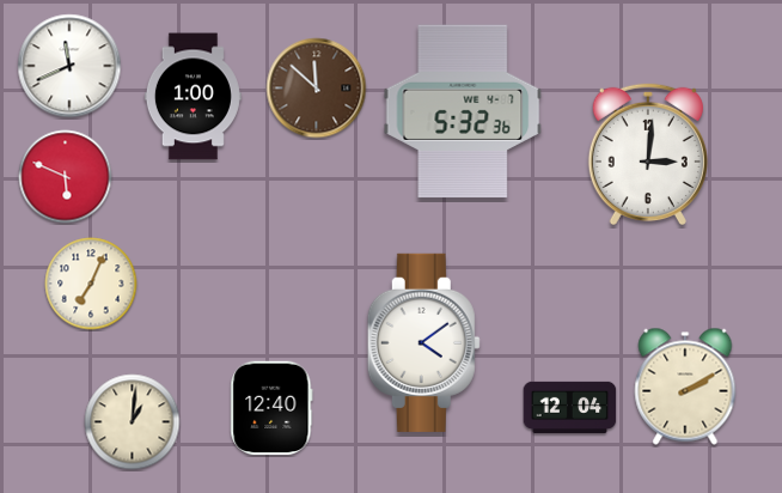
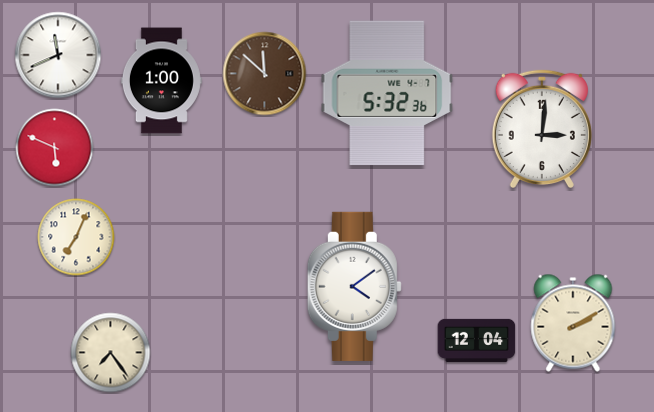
clock at (271, 408): 12:40 -> none
clock at (133, 422): 1:01 -> 7:24
